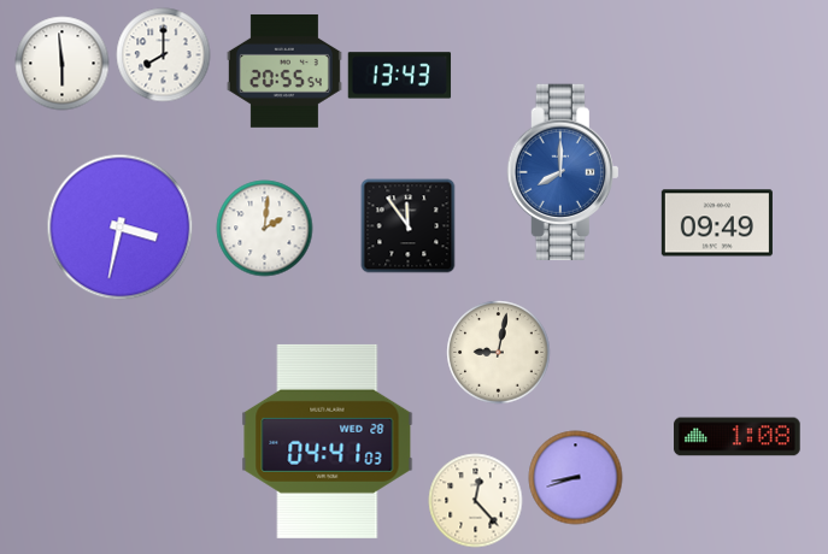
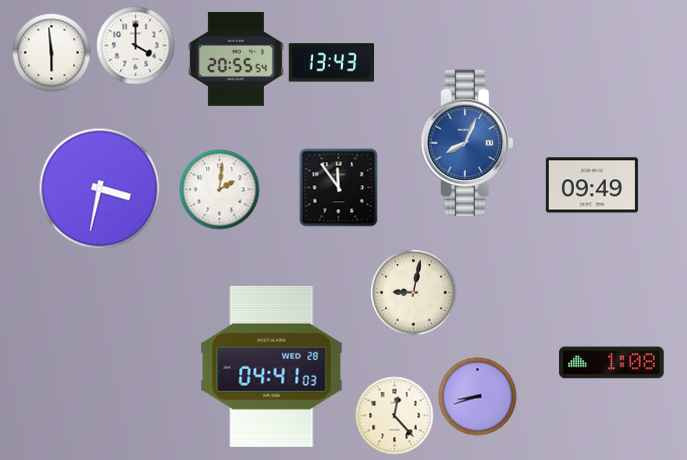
clock at (163, 54): 8:00 -> 4:00
clock at (563, 172): 8:00 -> 8:04
clock at (717, 223) position: (717, 223) -> (592, 185)
